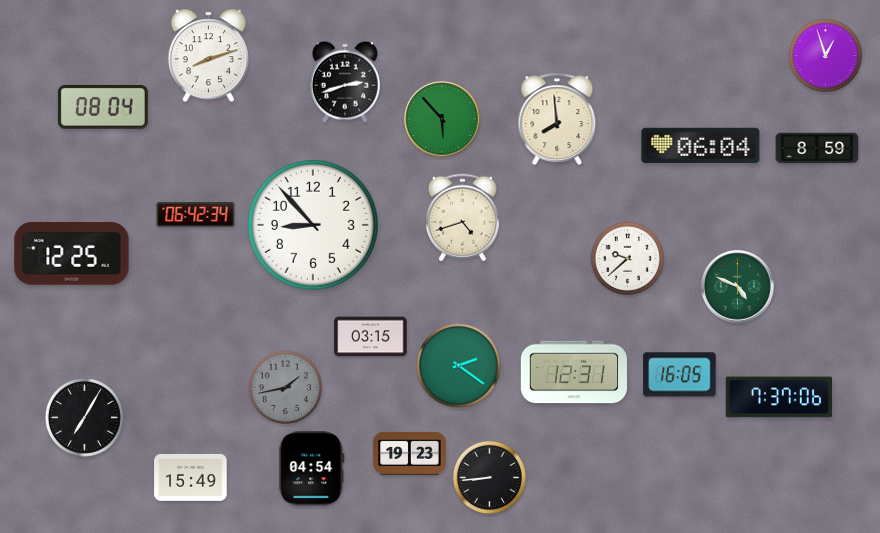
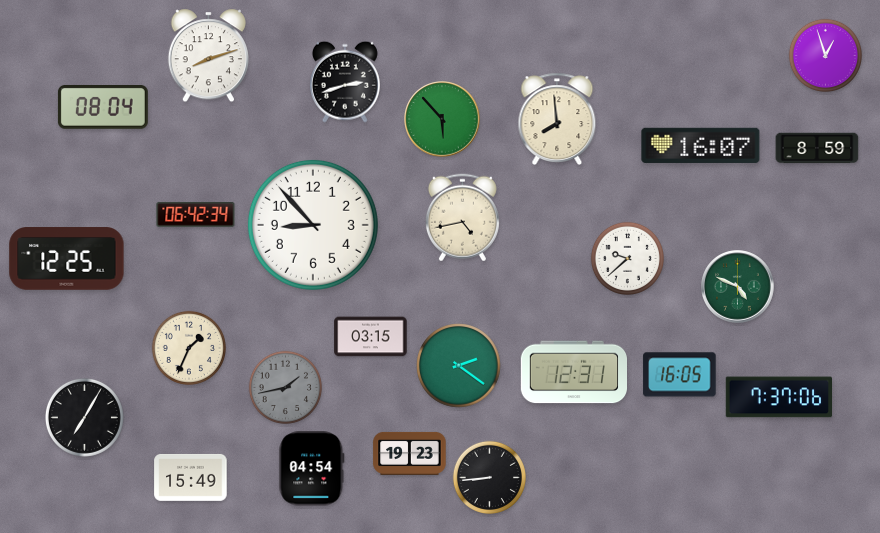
clock at (701, 145): 06:04 -> 16:07
clock at (462, 218): 4:42 -> 4:43
clock at (72, 254) position: (72, 254) -> (67, 259)
clock at (189, 348): none -> 1:34
